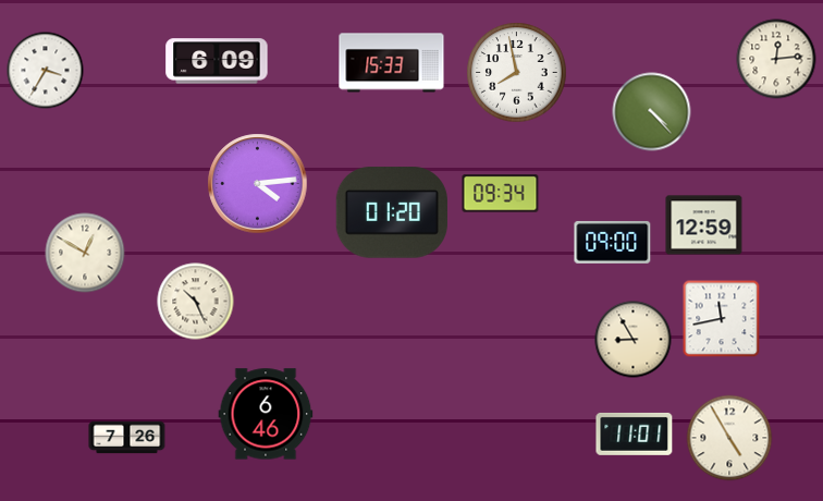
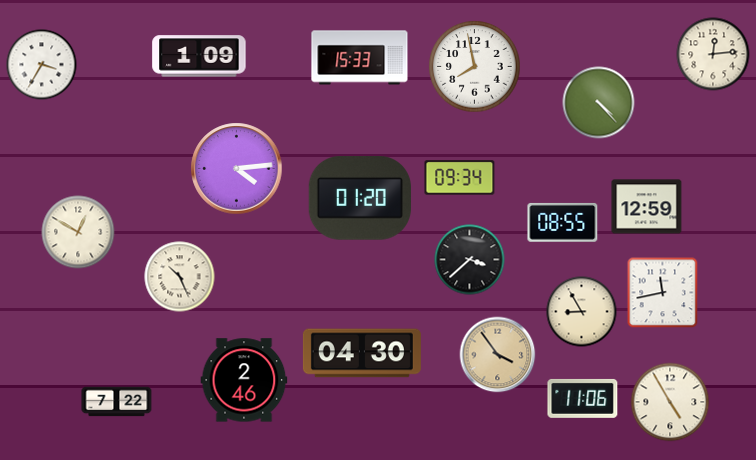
clock at (217, 61): 6:09 -> 1:09
clock at (392, 212) position: (392, 212) -> (360, 198)
clock at (613, 242): 09:00 -> 08:55
clock at (470, 260): none -> 3:38
clock at (362, 353): none -> 04:30
clock at (498, 355): none -> 3:54
clock at (266, 414): 6:46 -> 2:46
clock at (635, 433): 11:01 -> 11:06
clock at (127, 438): 7:26 -> 7:22
